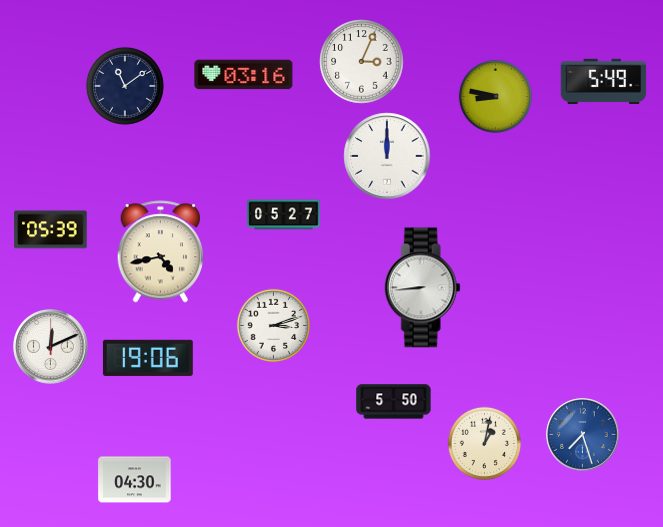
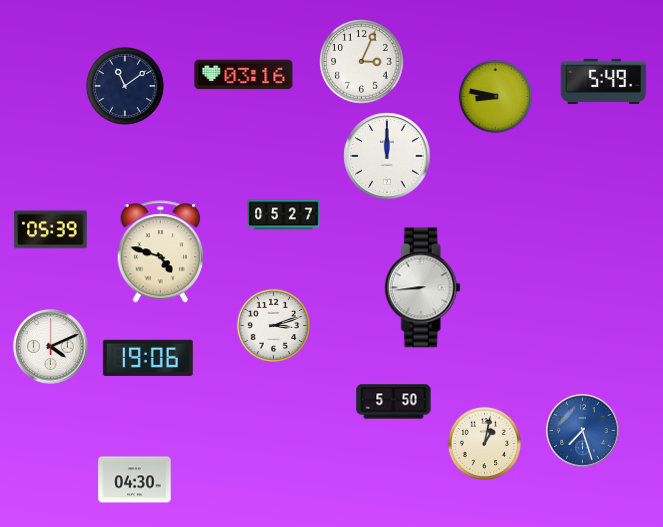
clock at (161, 252): 4:43 -> 4:48
clock at (51, 347): 12:11 -> 4:11
clock at (583, 435) position: (583, 435) -> (583, 431)
